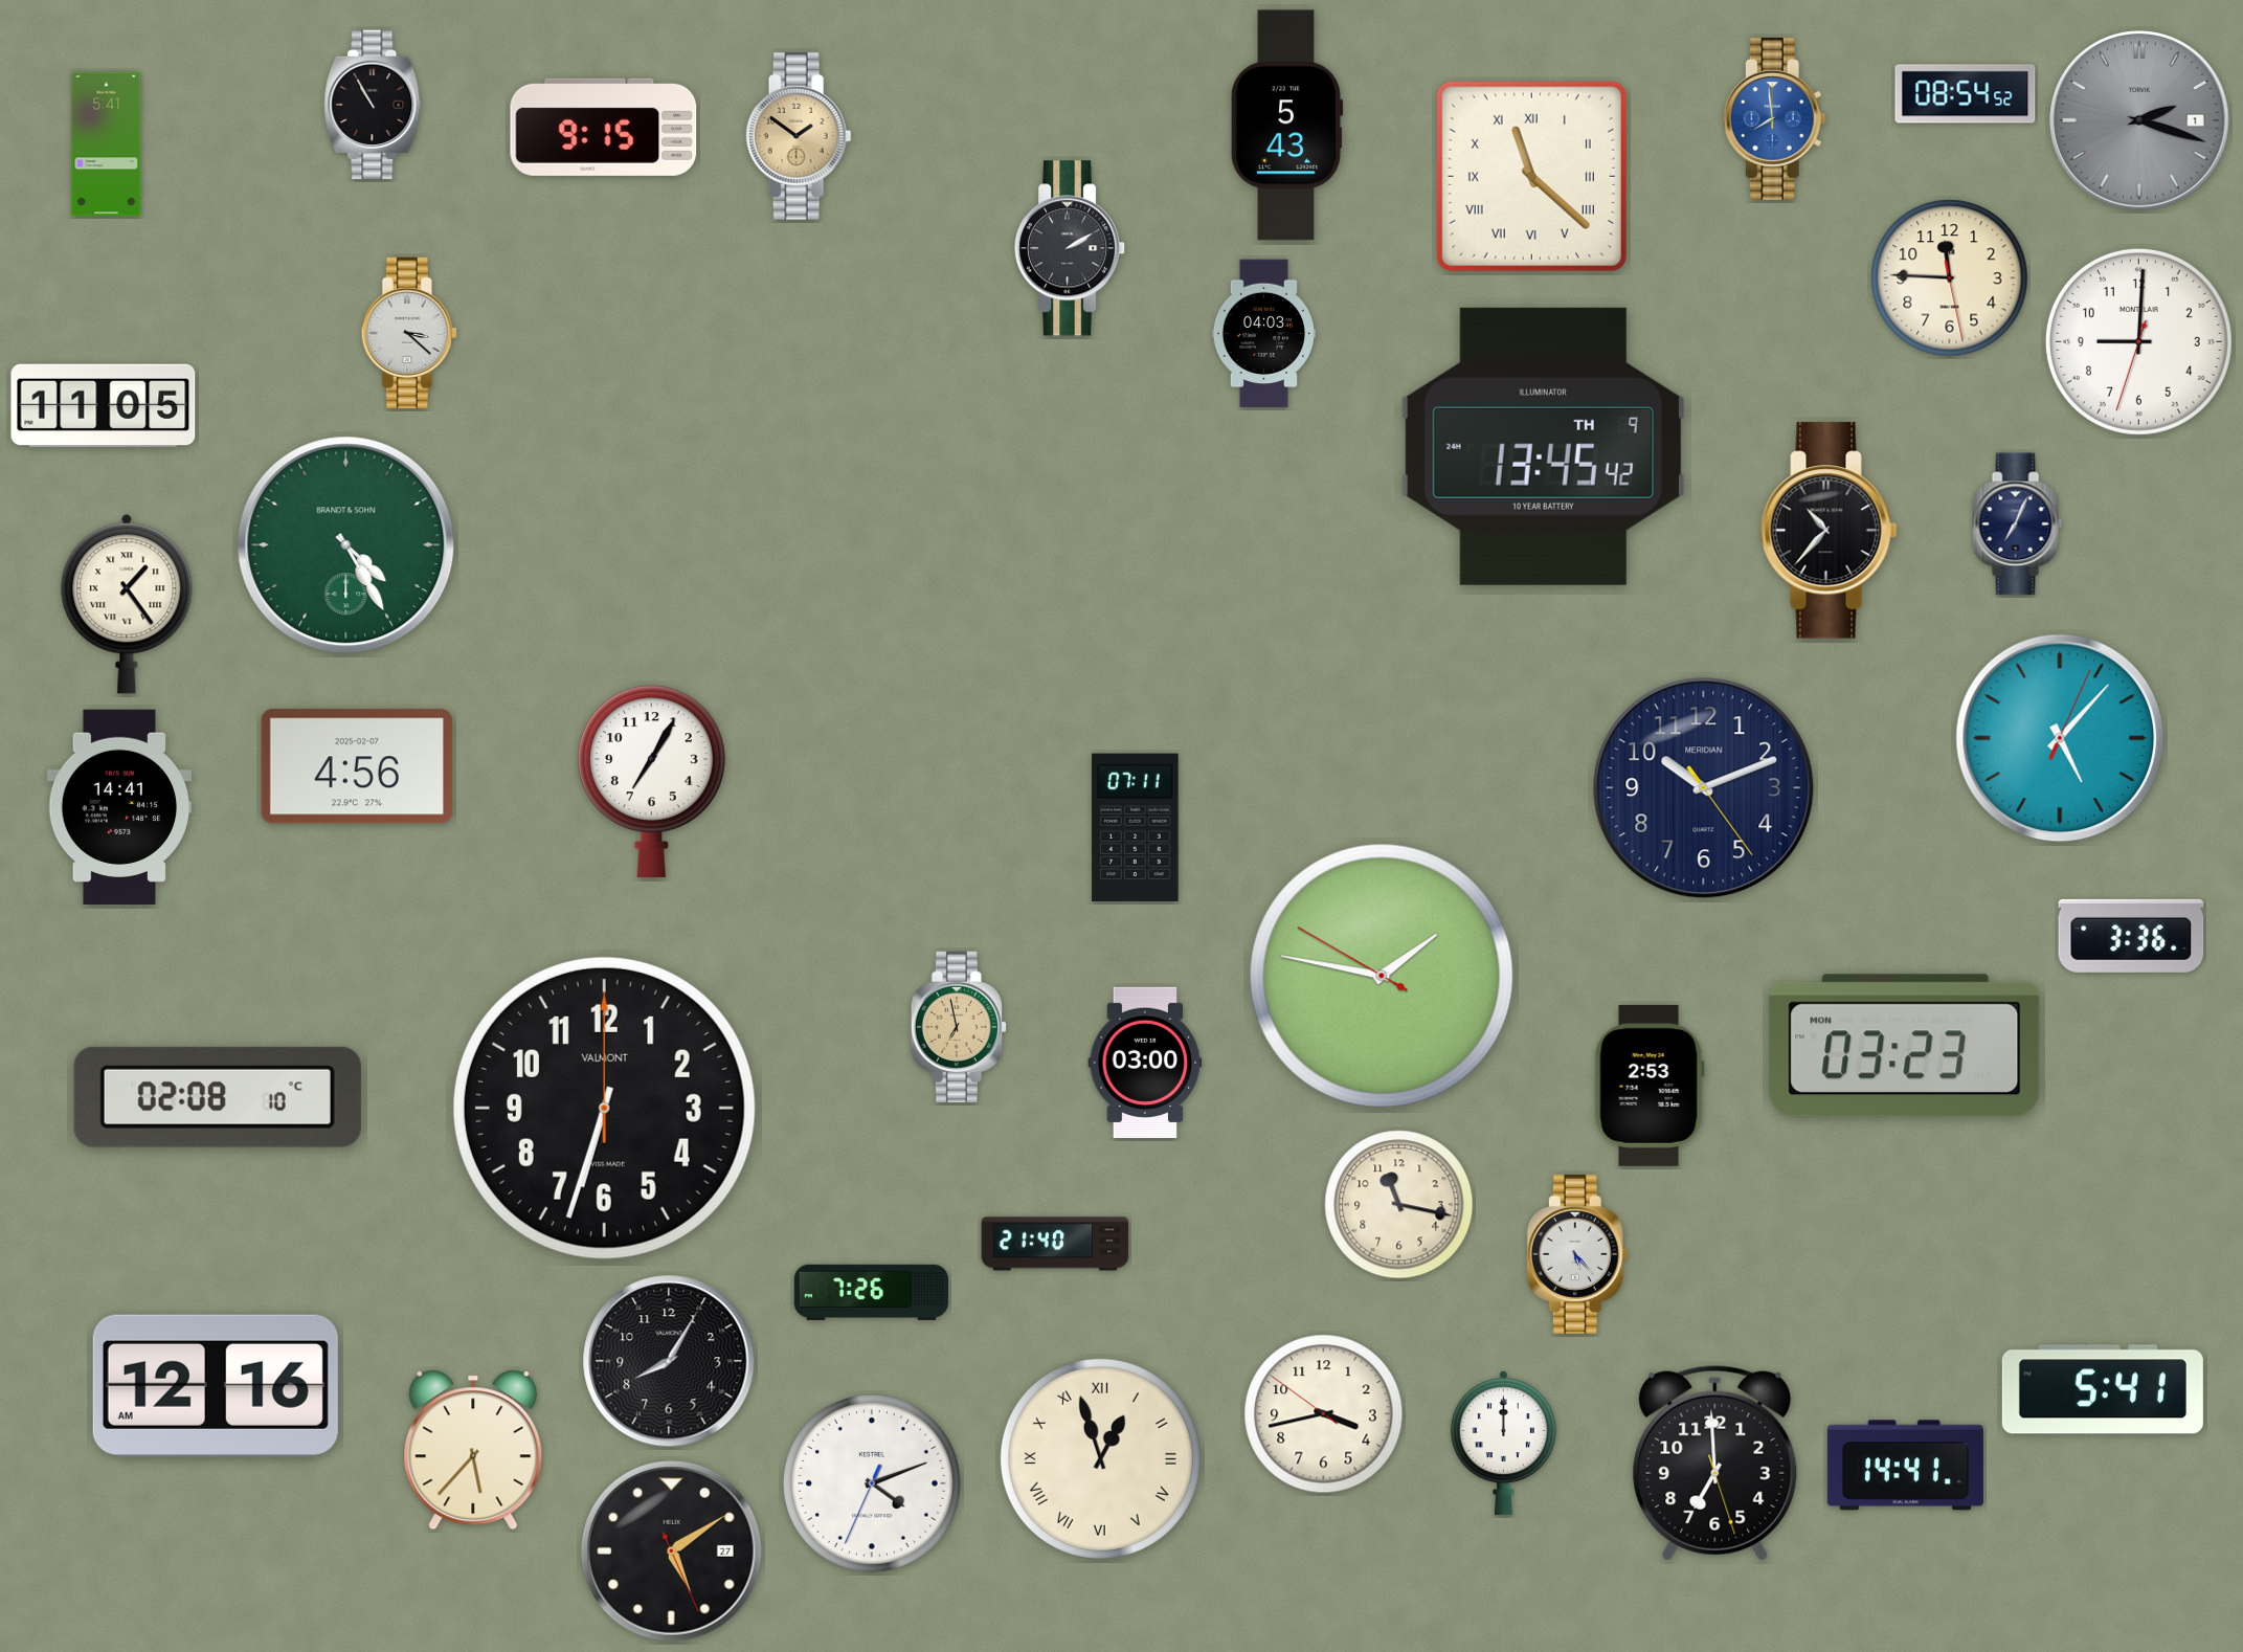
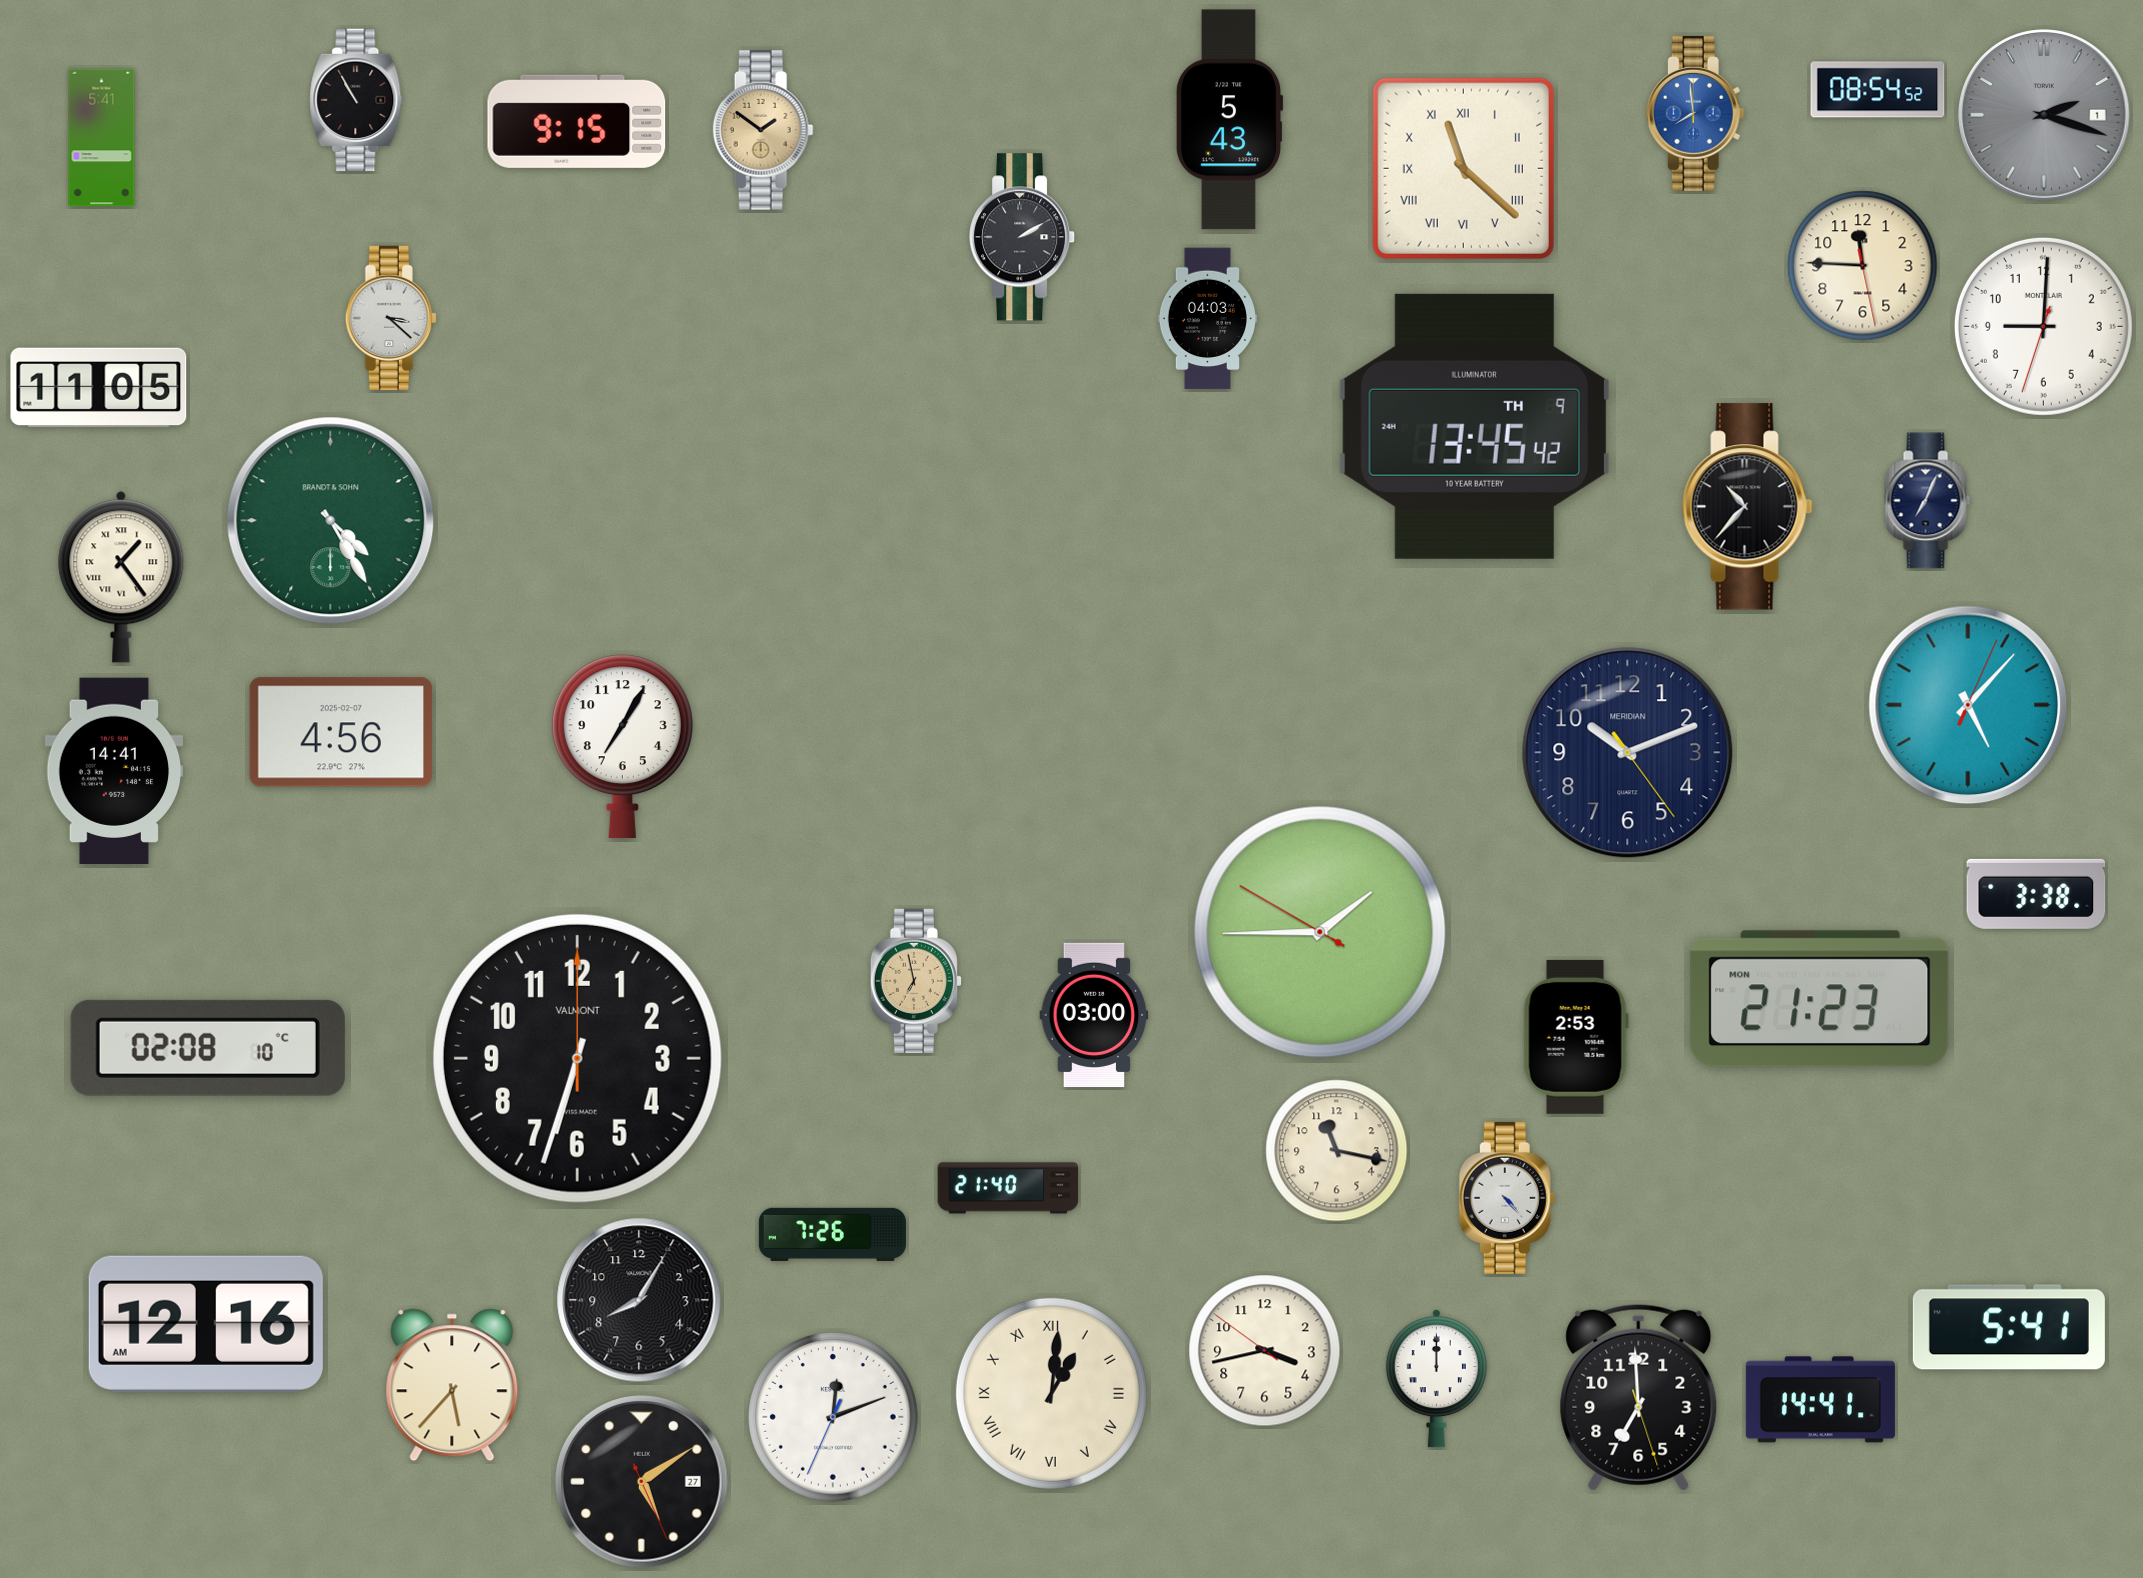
clock at (1136, 828): 07:11 -> none
clock at (2131, 936): 3:36 -> 3:38
clock at (1382, 976): 1:46 -> 1:44
clock at (1905, 1046): 03:23 -> 21:23
clock at (1577, 1254): 5:23 -> 4:23
clock at (1100, 1458): 12:57 -> 1:01
clock at (873, 1484): 4:11 -> 12:11
